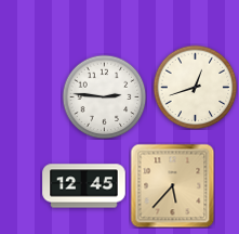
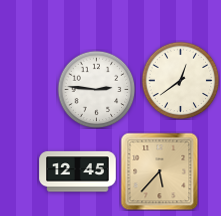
clock at (195, 87): 12:42 -> 12:39
